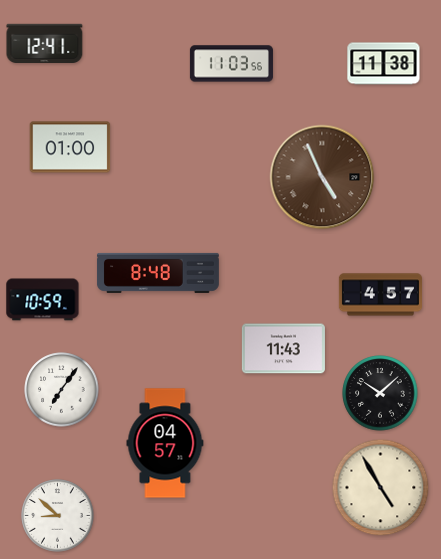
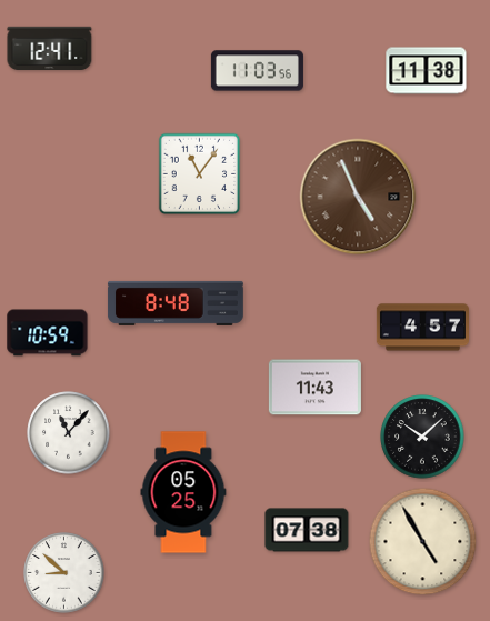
clock at (70, 147): 01:00 -> none
clock at (200, 174): none -> 11:06
clock at (62, 390): 7:06 -> 11:07
clock at (165, 443): 04:57 -> 05:25
clock at (307, 530): none -> 07:38
